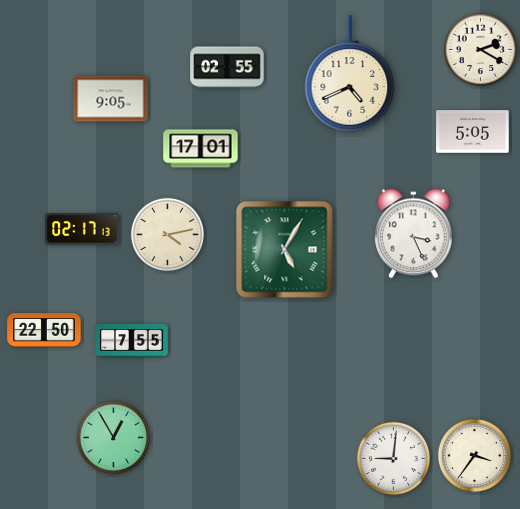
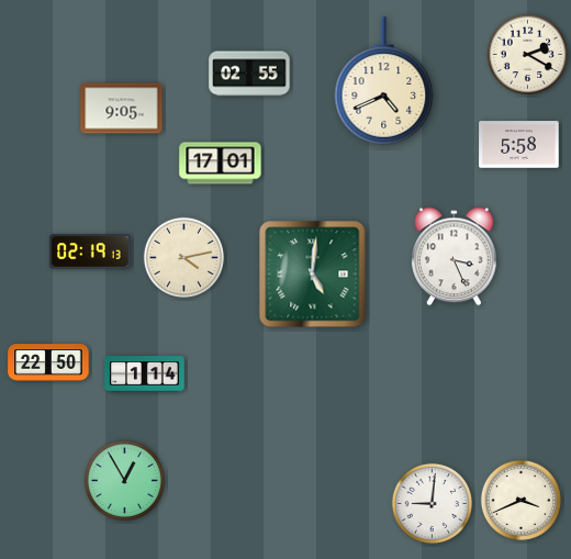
clock at (473, 132): 5:05 -> 5:58
clock at (82, 229): 02:17 -> 02:19
clock at (285, 250): 5:05 -> 5:01
clock at (132, 341): 7:55 -> 1:14
clock at (475, 456): 3:36 -> 3:41
